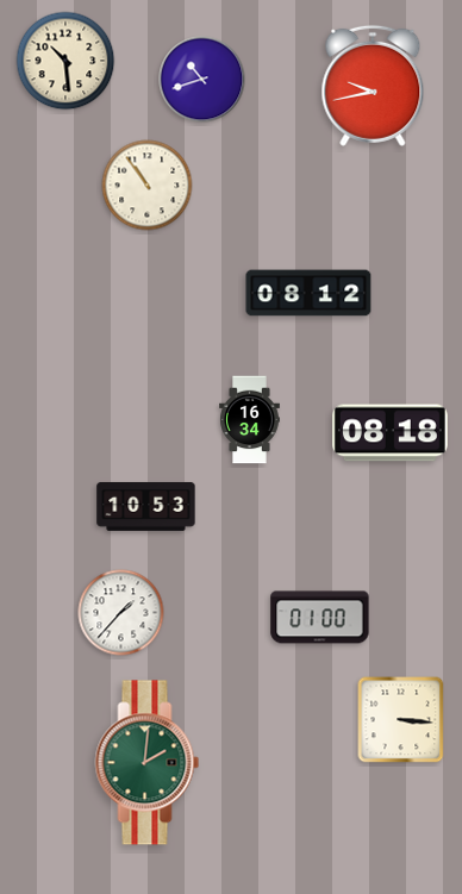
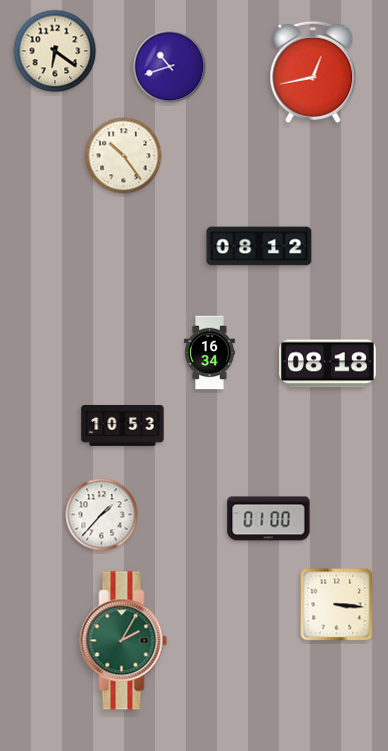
clock at (65, 61): 10:29 -> 6:21
clock at (373, 86): 9:43 -> 12:43
clock at (148, 186): 10:54 -> 10:24
clock at (148, 763): 2:01 -> 2:05
